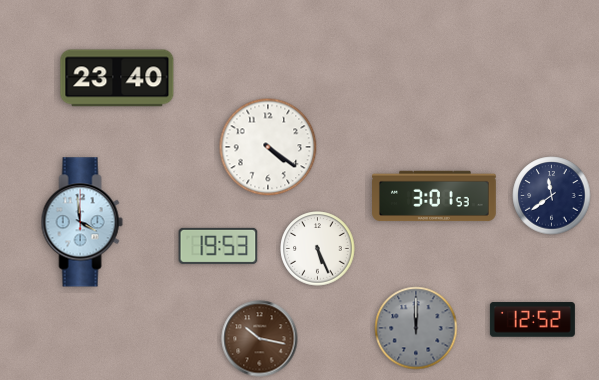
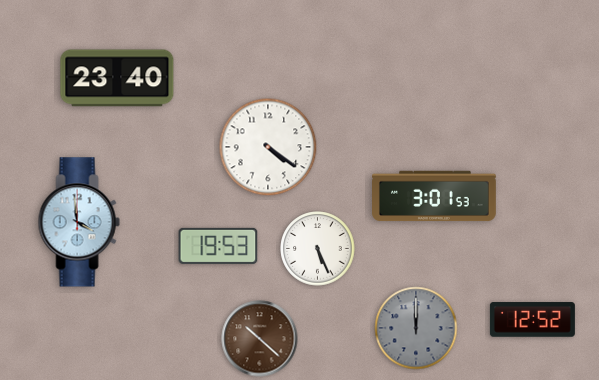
clock at (552, 196): 11:39 -> none
clock at (82, 222) position: (82, 222) -> (79, 222)
clock at (260, 339): 10:17 -> 10:22
